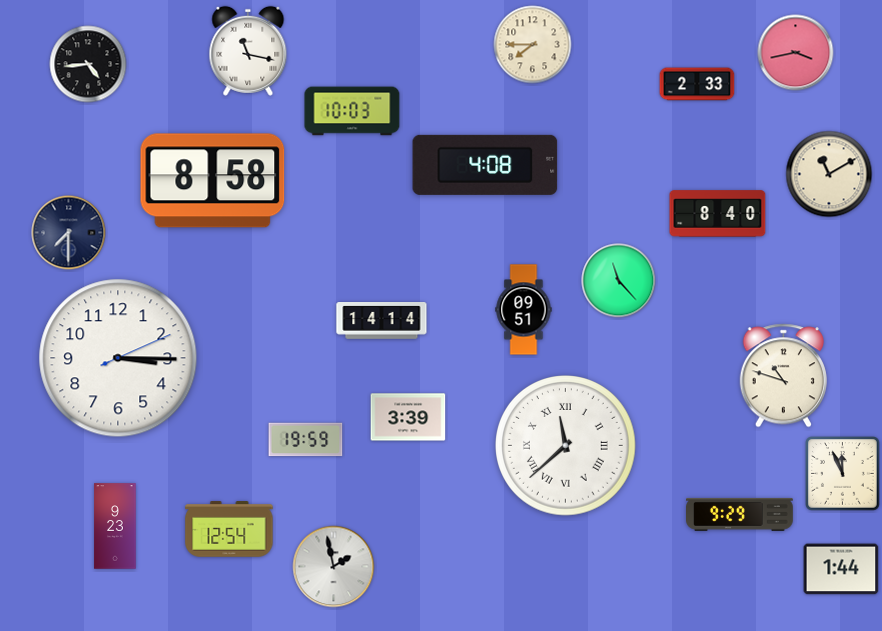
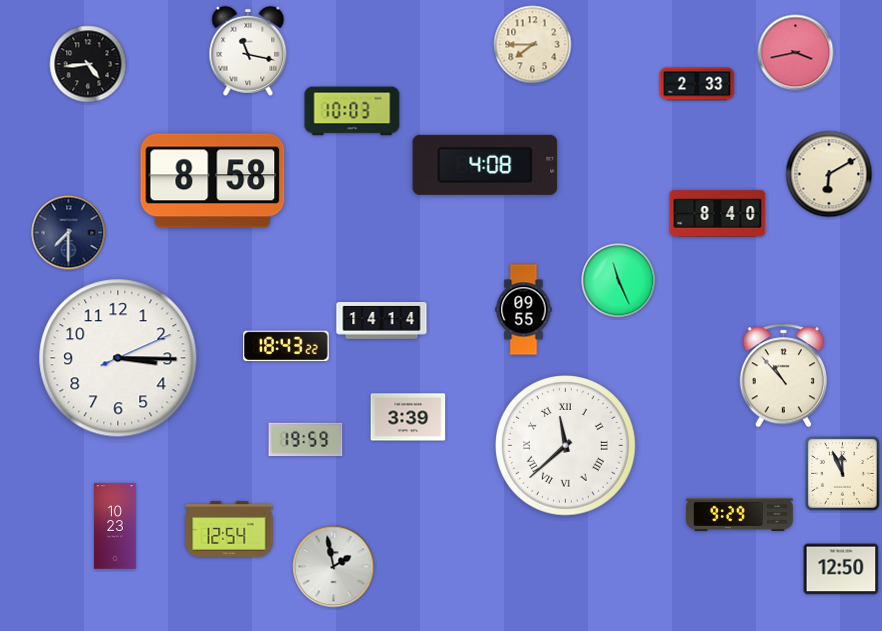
clock at (829, 174): 11:10 -> 6:10
clock at (619, 281): 11:23 -> 11:26
clock at (524, 310): 09:51 -> 09:55
clock at (286, 346): none -> 18:43
clock at (783, 376): 10:48 -> 10:53
clock at (115, 526): 9:23 -> 10:23
clock at (841, 569): 1:44 -> 12:50
